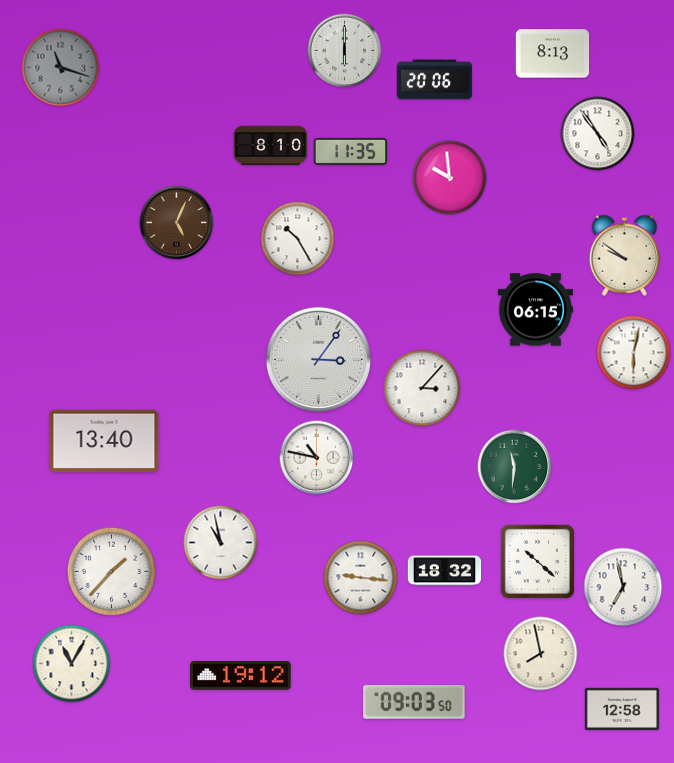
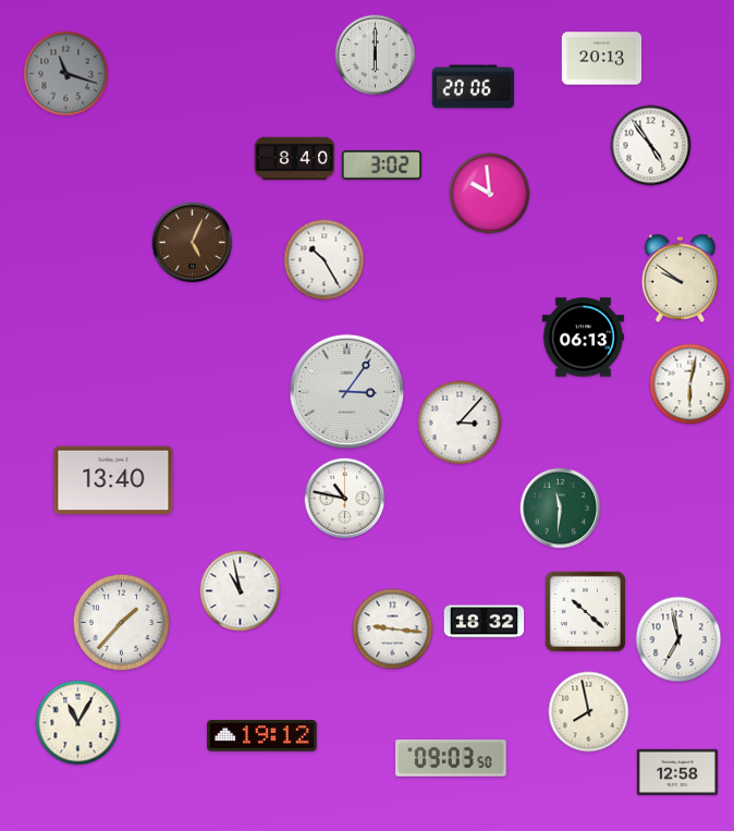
clock at (553, 54): 8:13 -> 20:13
clock at (271, 146): 8:10 -> 8:40
clock at (351, 151): 11:35 -> 3:02
clock at (535, 310): 06:15 -> 06:13
clock at (414, 702) position: (414, 702) -> (451, 758)
